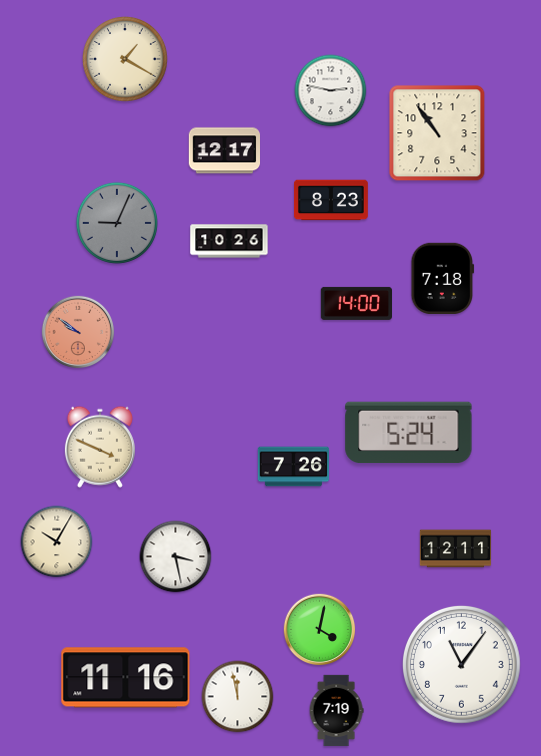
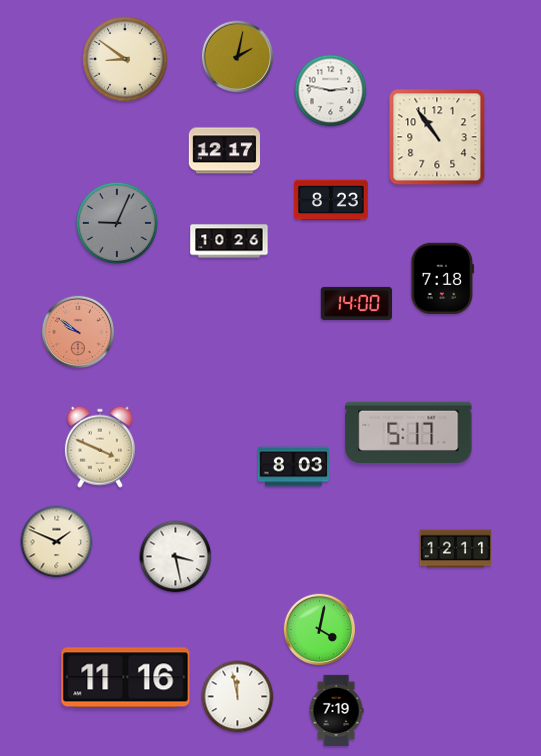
clock at (238, 57): none -> 2:02
clock at (126, 60): 1:20 -> 8:51
clock at (437, 133) position: (437, 133) -> (437, 137)
clock at (409, 433): 5:24 -> 5:17
clock at (294, 467): 7:26 -> 8:03
clock at (57, 542): 10:05 -> 1:49
clock at (461, 664): 11:06 -> none
